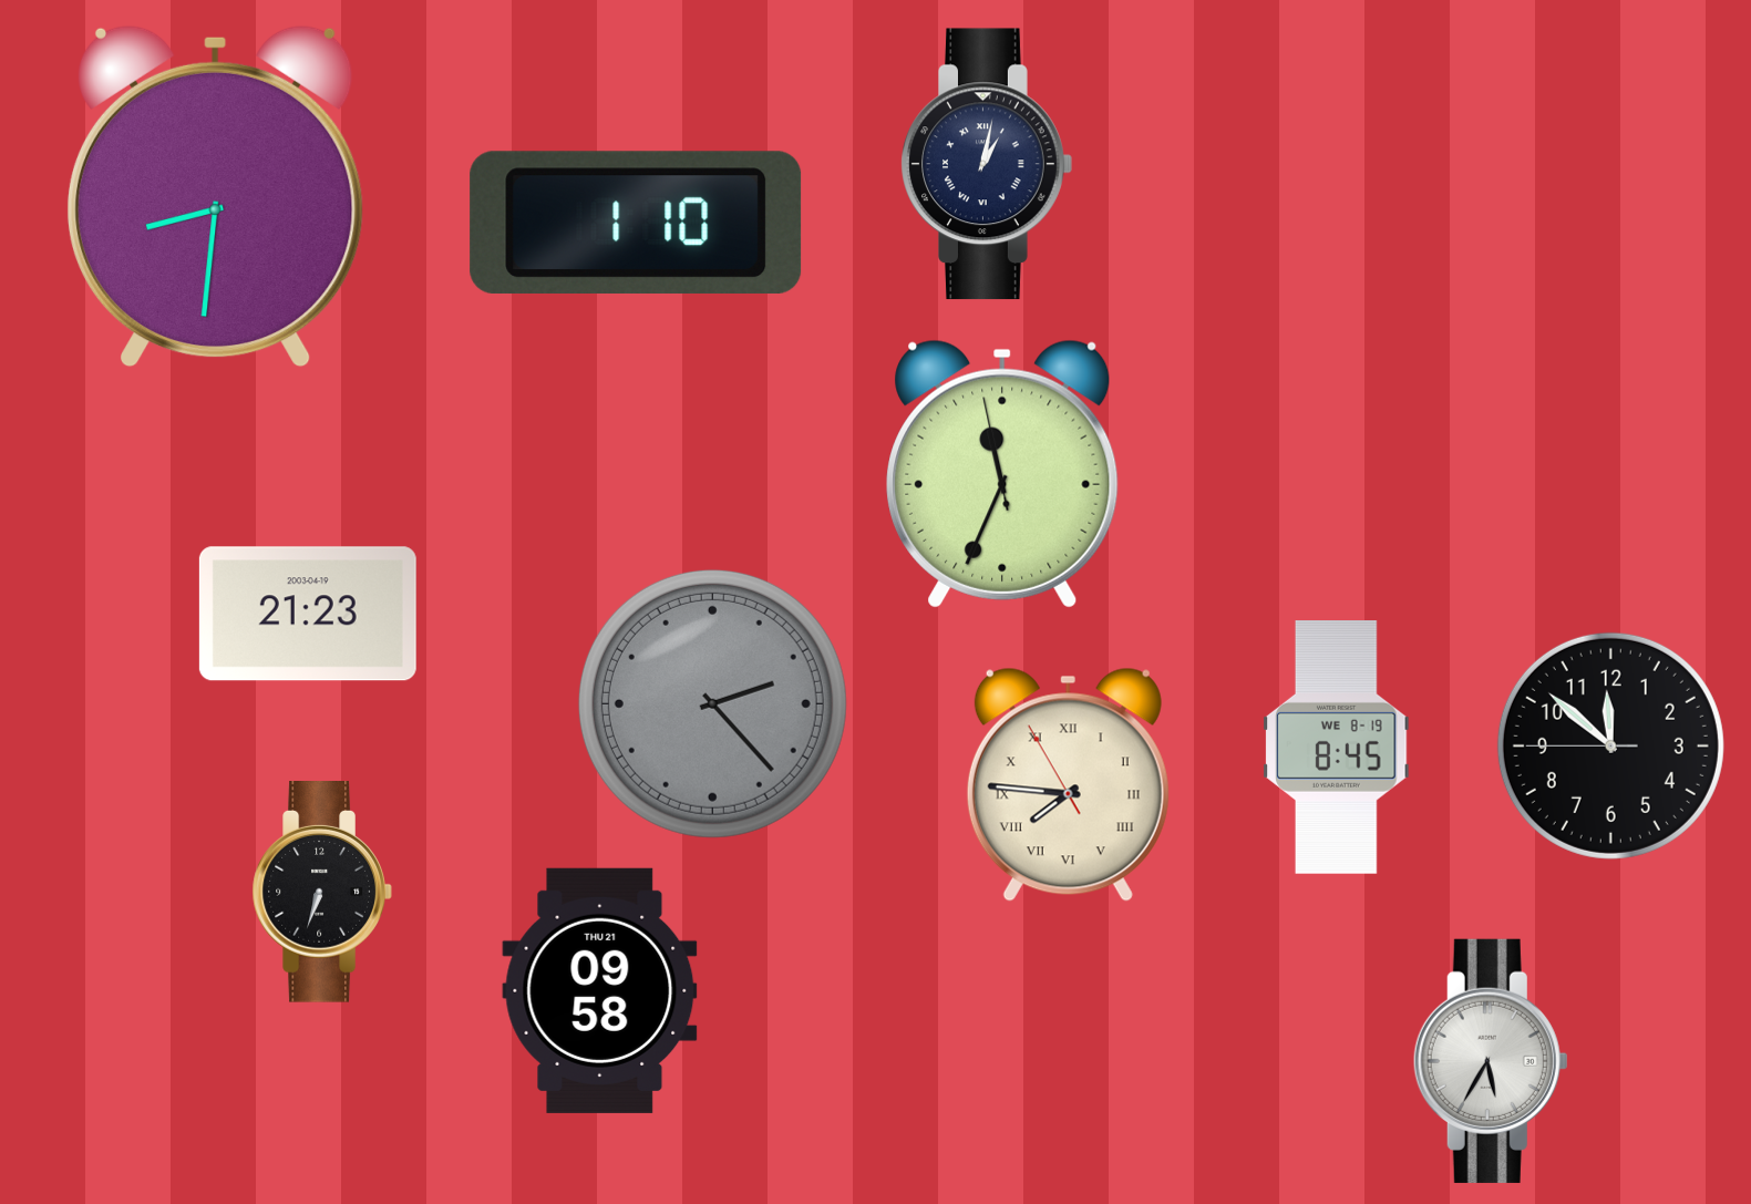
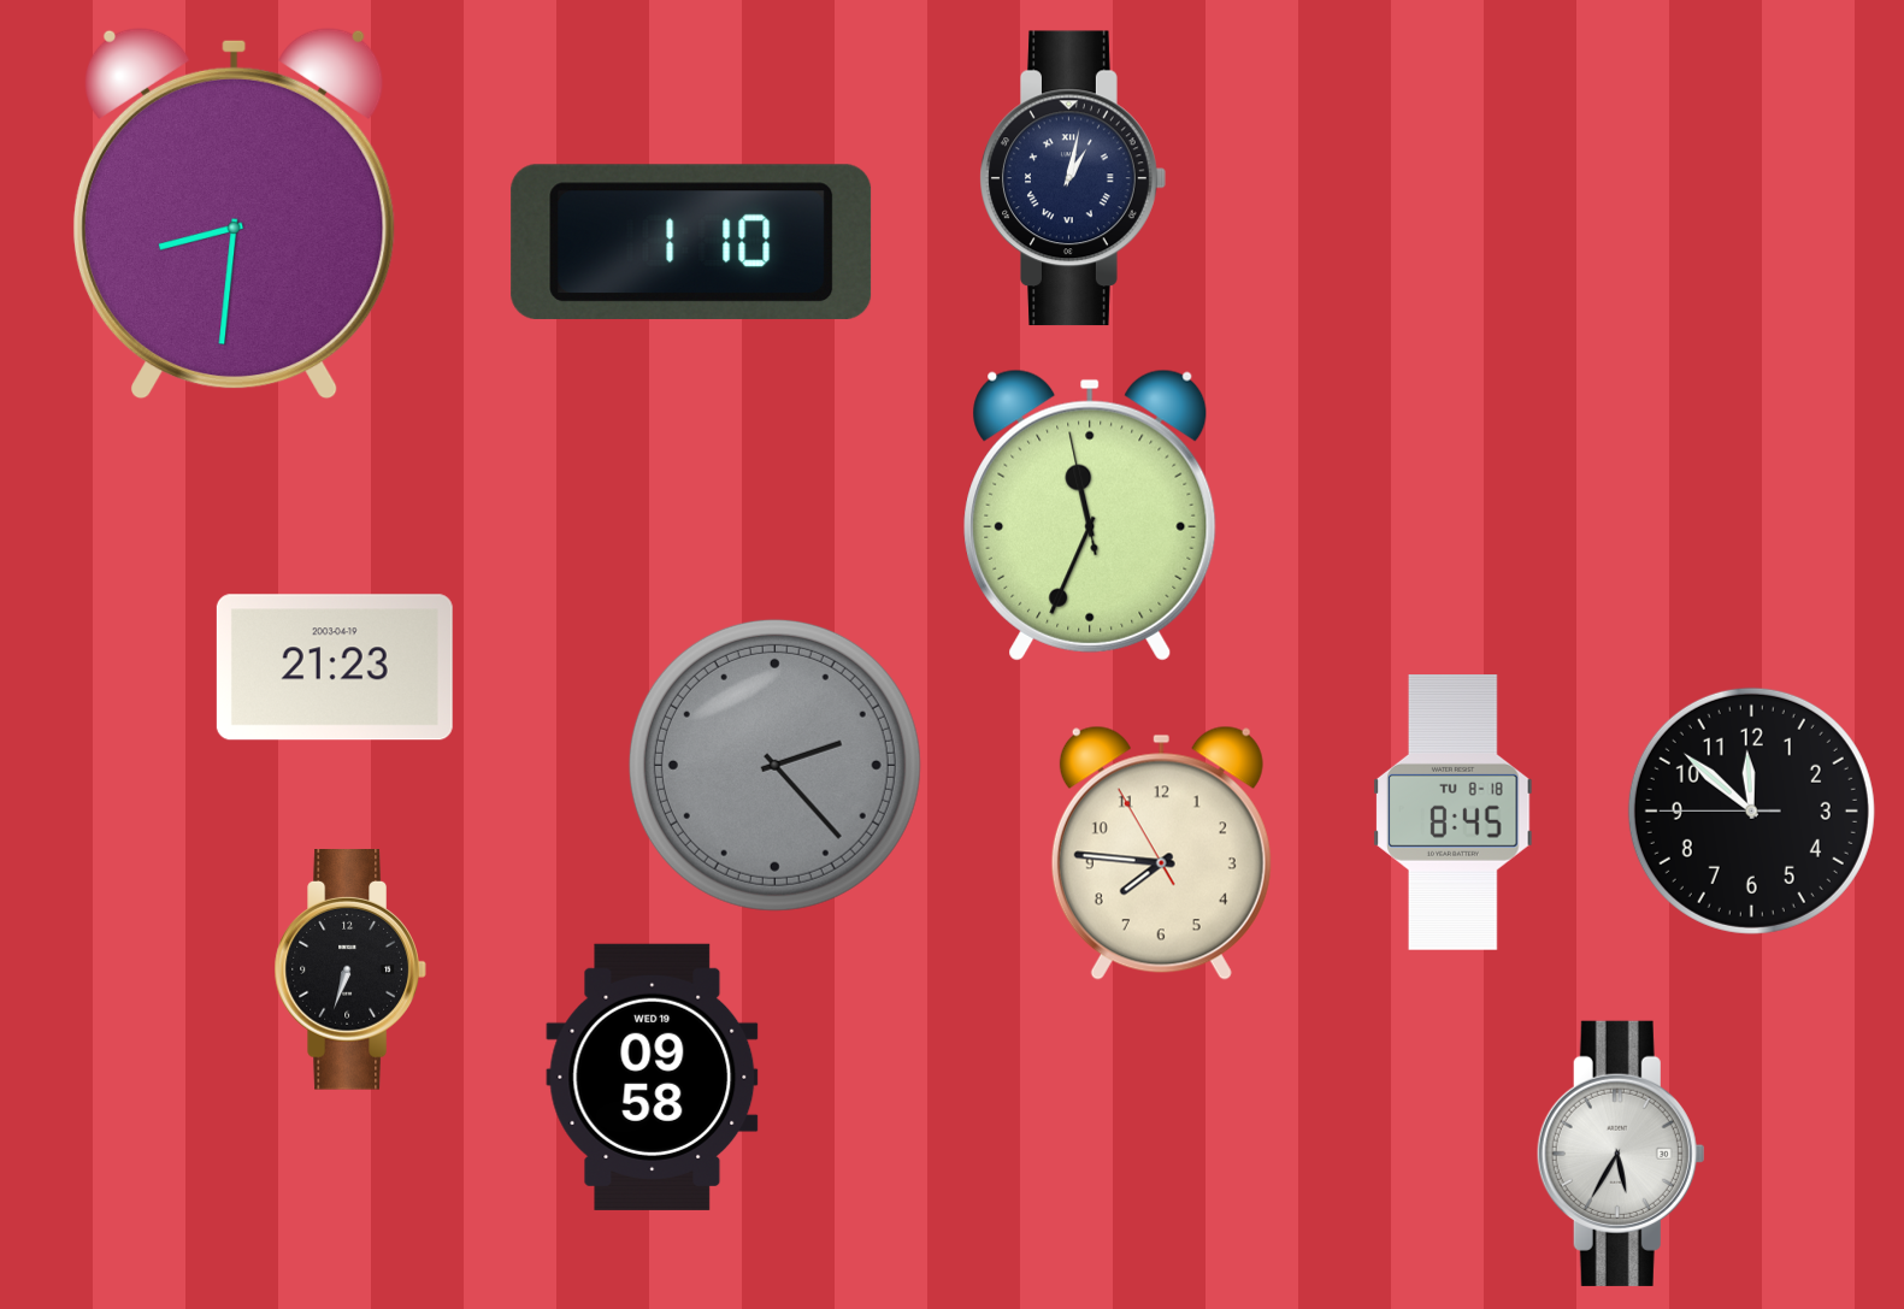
clock at (1337, 748) date: WE 8-19 -> TU 8-18
clock at (1068, 784) numerals: Roman -> Arabic
clock at (600, 990) date: THU 21 -> WED 19
